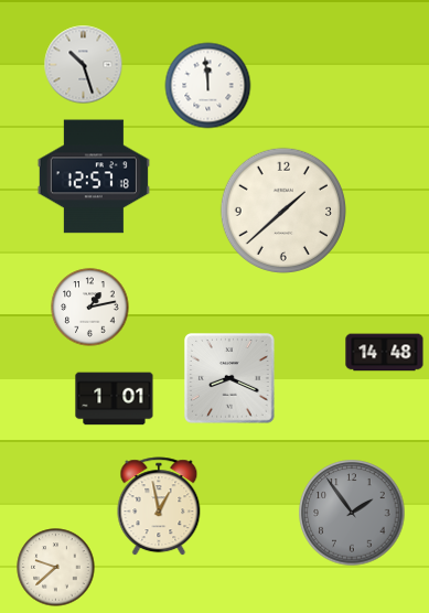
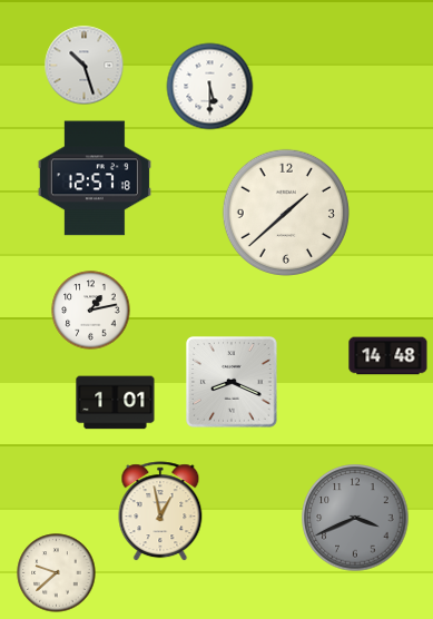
clock at (208, 86): 11:59 -> 5:30
clock at (352, 513): 1:54 -> 3:41
